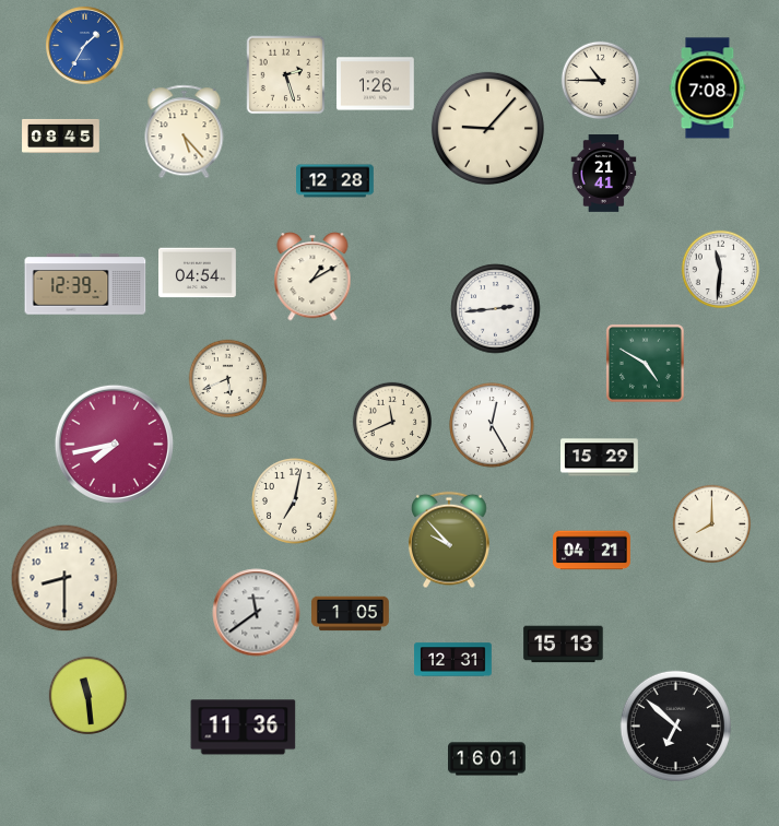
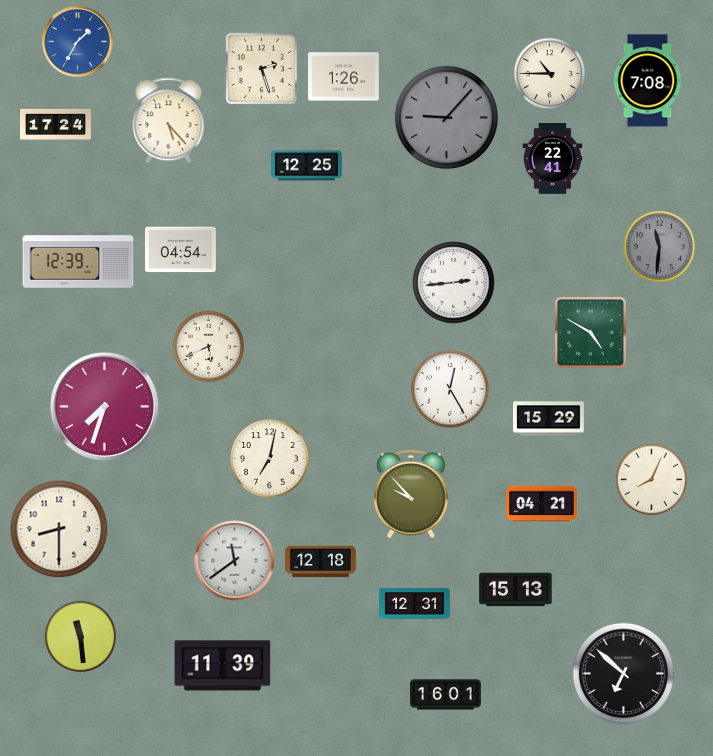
clock at (487, 128) dial: cream -> grey
clock at (61, 135): 08:45 -> 17:24
clock at (604, 174): 21:41 -> 22:41
clock at (335, 181): 12:28 -> 12:25
clock at (721, 270) dial: white -> grey
clock at (312, 276): 1:10 -> none
clock at (391, 421): 11:41 -> none
clock at (114, 444): 7:43 -> 7:33
clock at (712, 524): 8:00 -> 8:04
clock at (351, 614): 1:05 -> 12:18
clock at (675, 725) position: (675, 725) -> (623, 673)
clock at (244, 728): 11:36 -> 11:39
